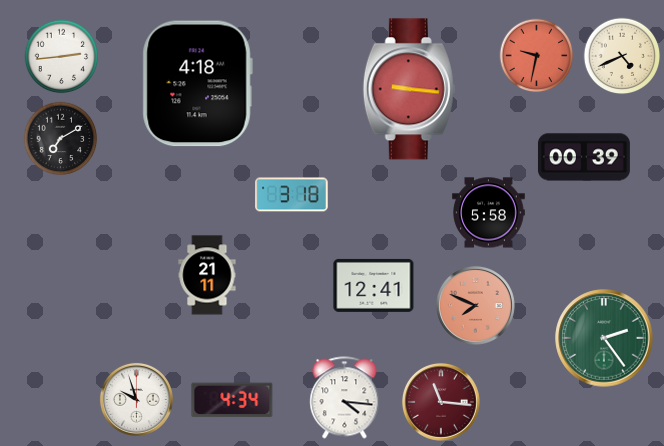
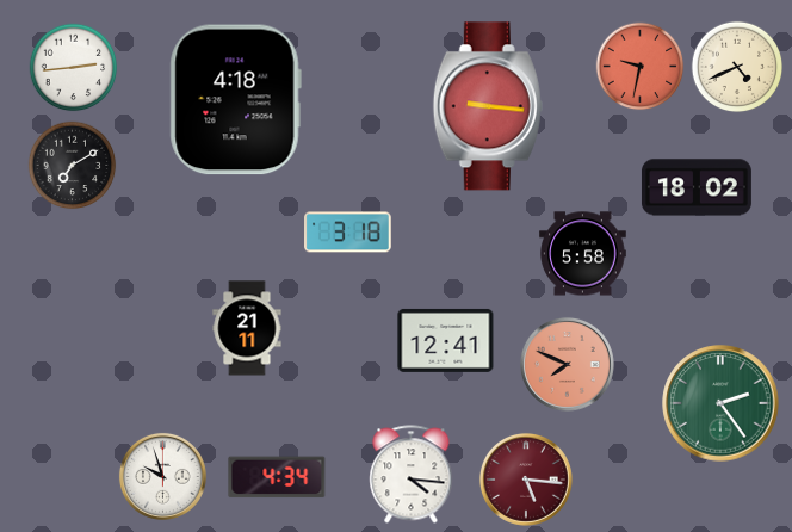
clock at (622, 56) position: (622, 56) -> (737, 67)
clock at (584, 157): 00:39 -> 18:02
clock at (441, 402): 11:16 -> 5:16
